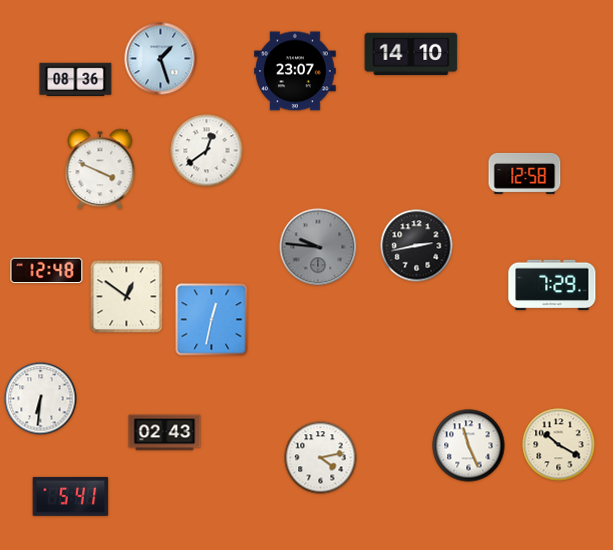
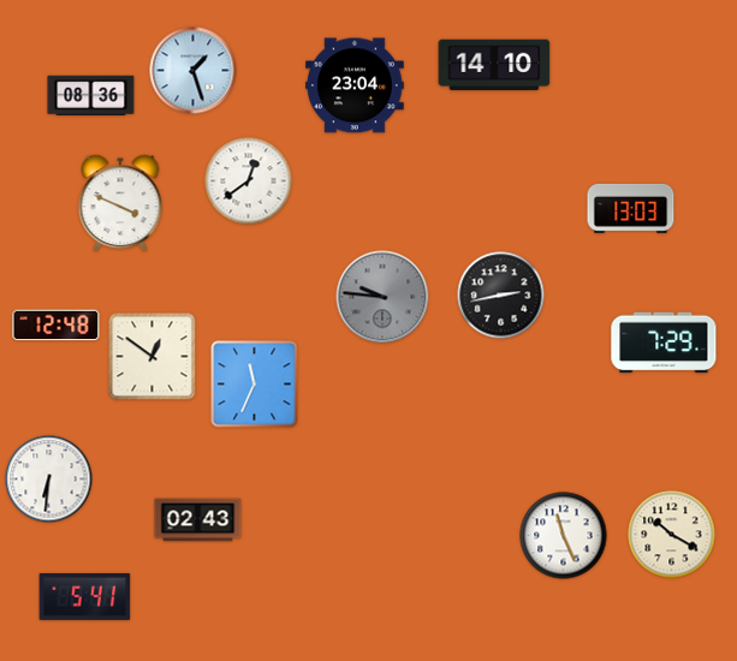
clock at (295, 71): 23:07 -> 23:04
clock at (525, 173): 12:58 -> 13:03
clock at (212, 320): 12:32 -> 11:34
clock at (321, 458): 4:13 -> none
